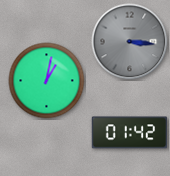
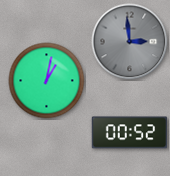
clock at (130, 42): 3:16 -> 2:59
clock at (130, 133): 01:42 -> 00:52
